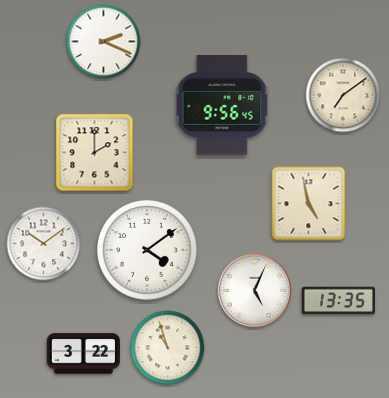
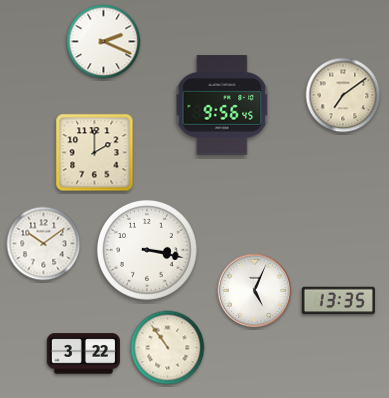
clock at (309, 204): 4:58 -> none
clock at (147, 250): 4:09 -> 3:17
clock at (168, 348): 10:57 -> 10:54
